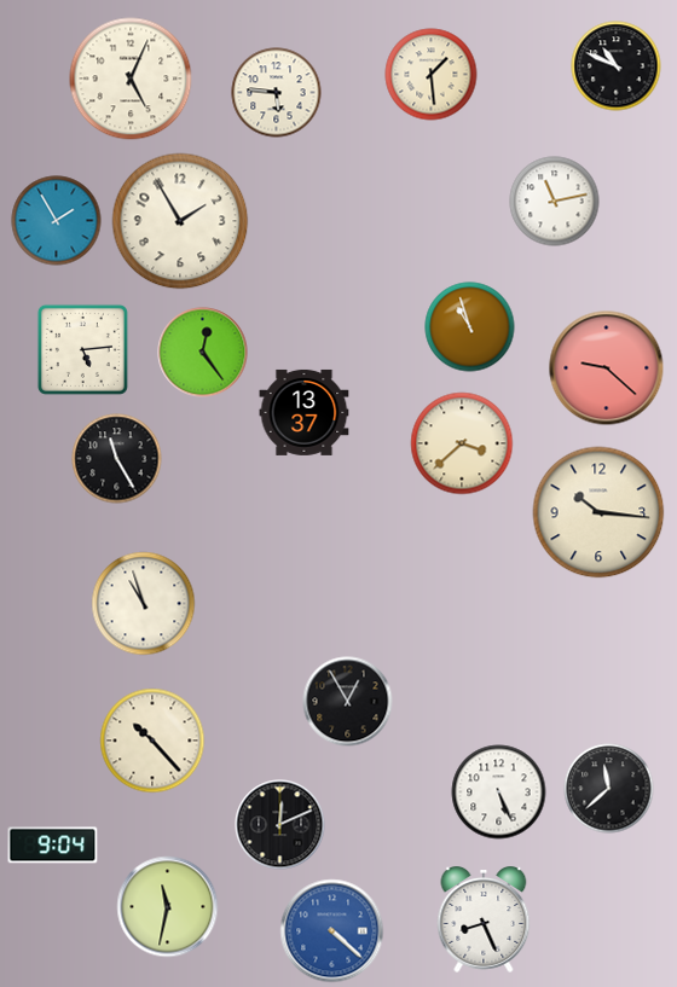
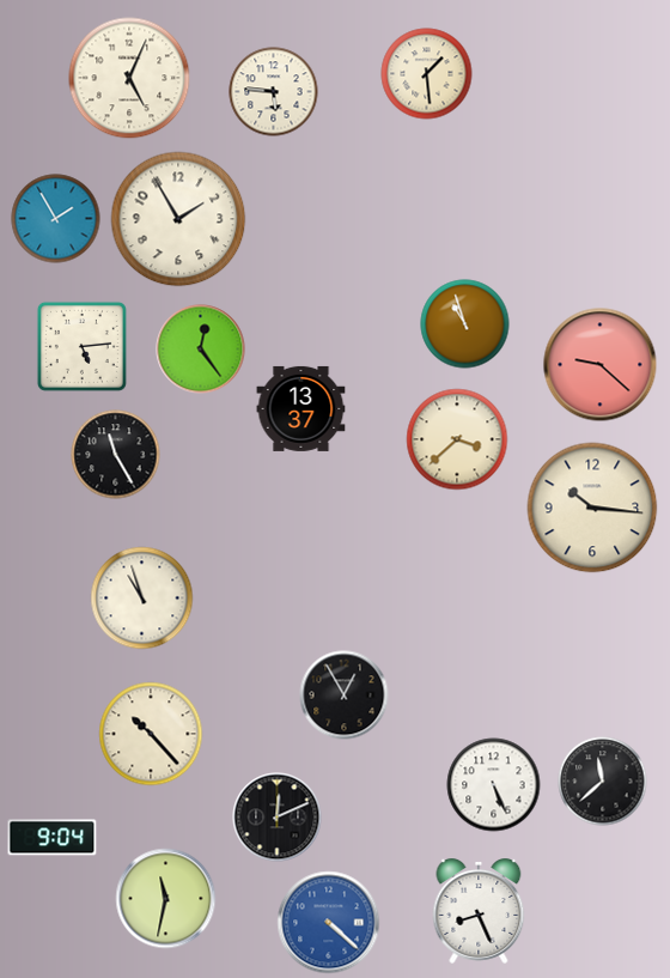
clock at (617, 66): 10:49 -> none
clock at (555, 202): 11:13 -> none
